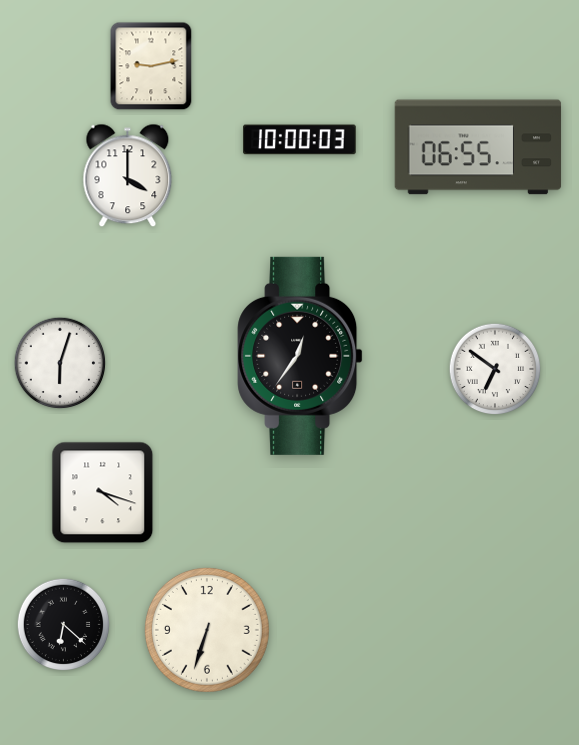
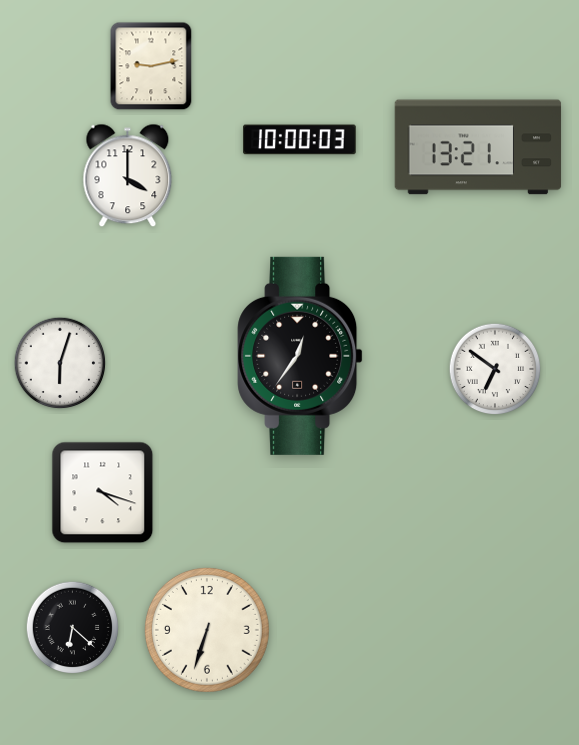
clock at (478, 147): 06:55 -> 13:21
clock at (64, 625) position: (64, 625) -> (73, 628)
